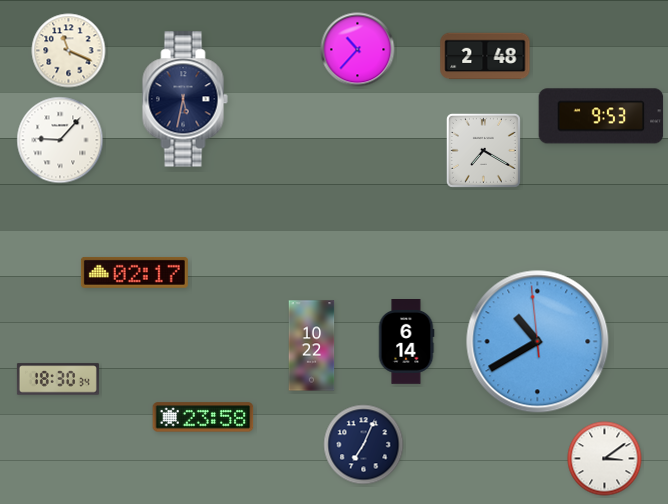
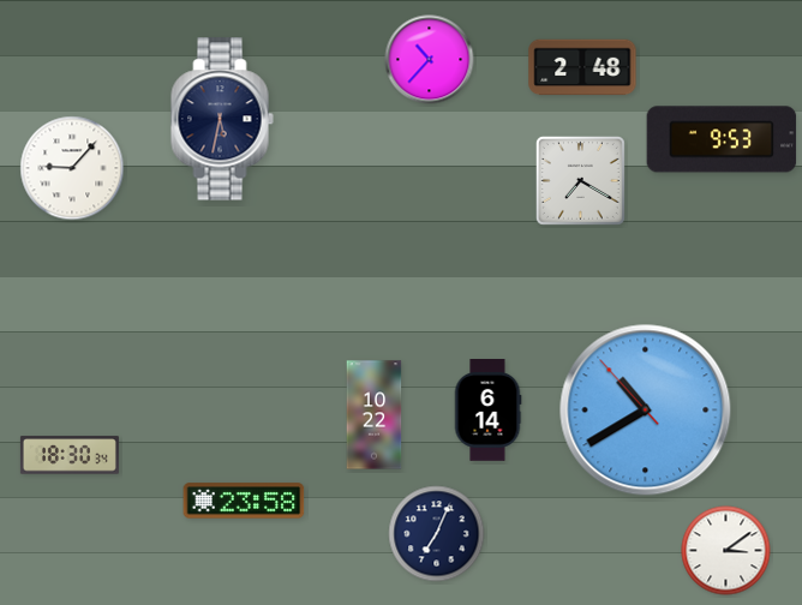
clock at (69, 51): 11:19 -> none
clock at (134, 272): 02:17 -> none
clock at (538, 342): 10:39:59 -> 10:39:53
